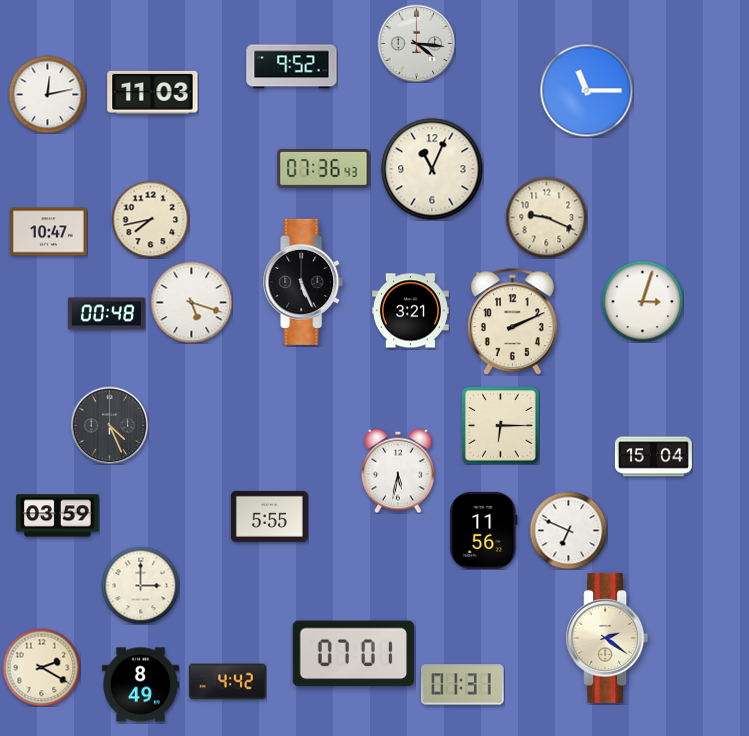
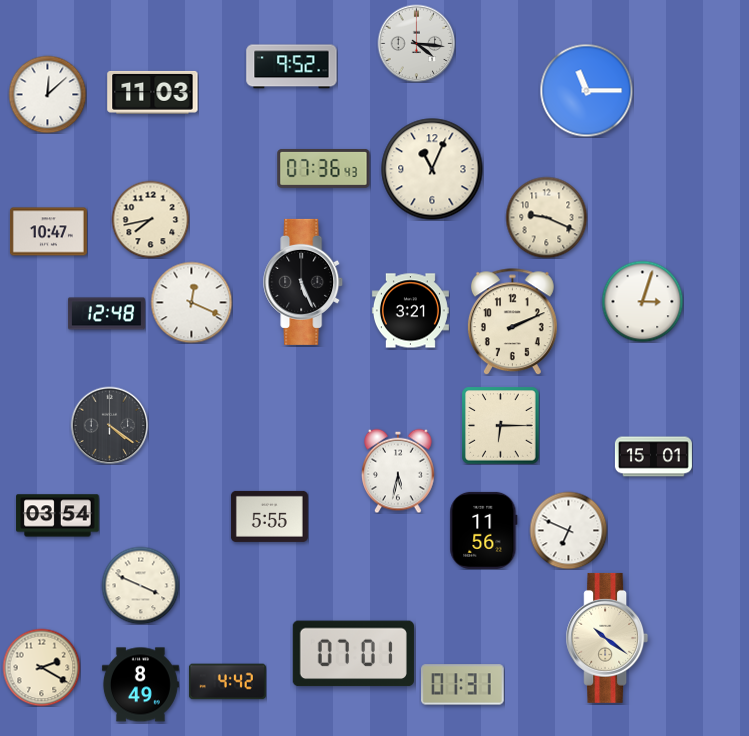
clock at (47, 94): 12:13 -> 12:08
clock at (191, 302): 5:18 -> 12:19
clock at (106, 314): 00:48 -> 12:48
clock at (109, 425): 4:26 -> 4:21
clock at (653, 457): 15:04 -> 15:01
clock at (58, 516): 03:59 -> 03:54
clock at (140, 585): 3:00 -> 3:49
clock at (607, 638): 2:21 -> 10:21
